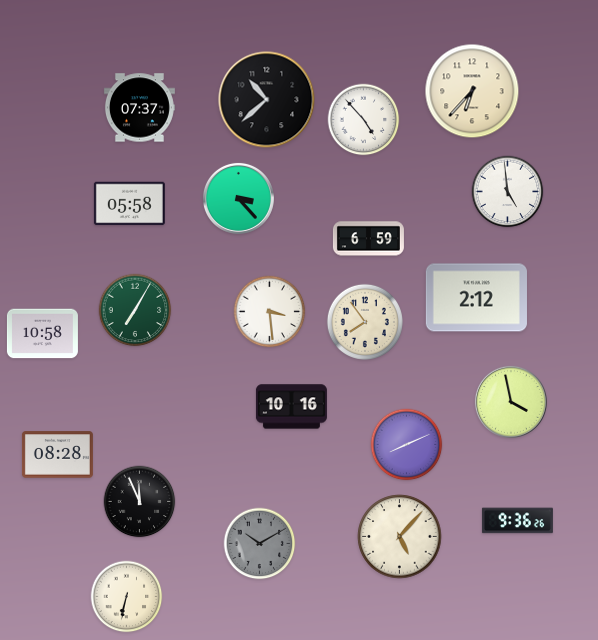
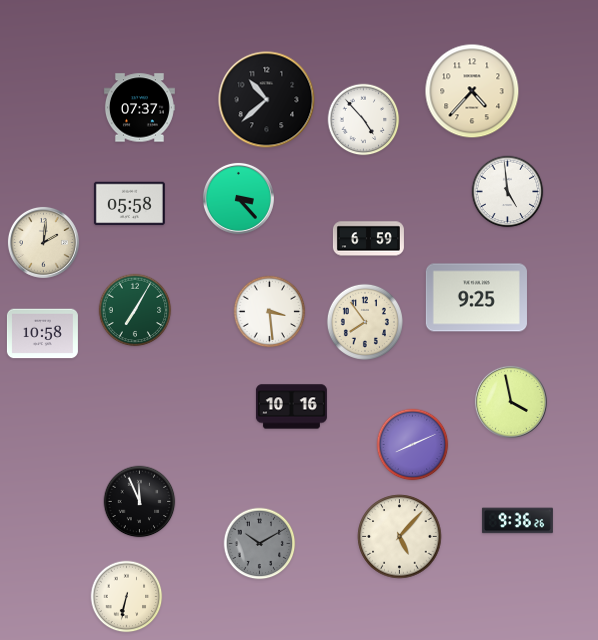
clock at (472, 91): 6:37 -> 4:37
clock at (43, 242): none -> 2:01
clock at (476, 298): 2:12 -> 9:25
clock at (407, 445) position: (407, 445) -> (413, 445)
clock at (57, 455): 08:28 -> none
